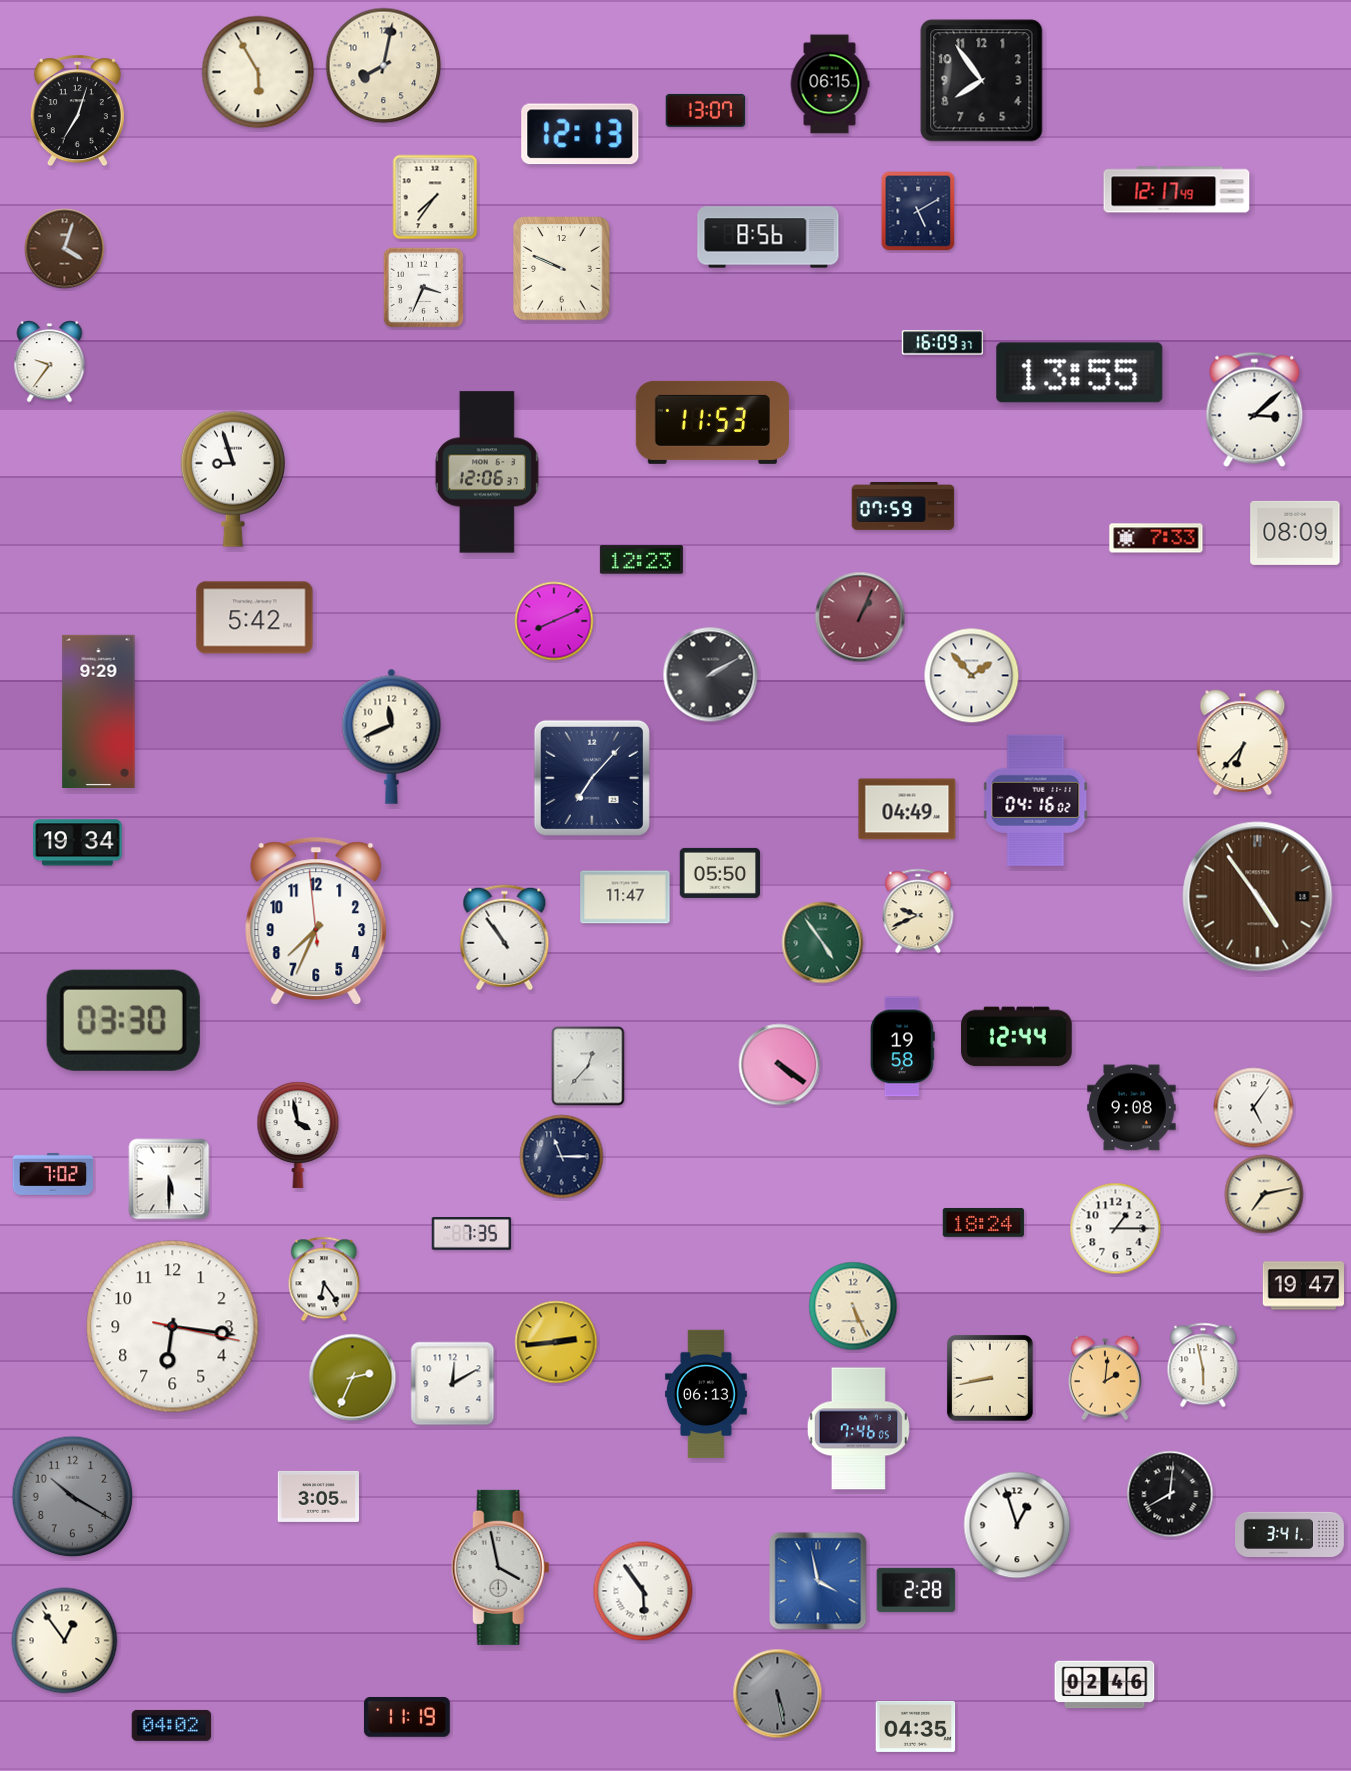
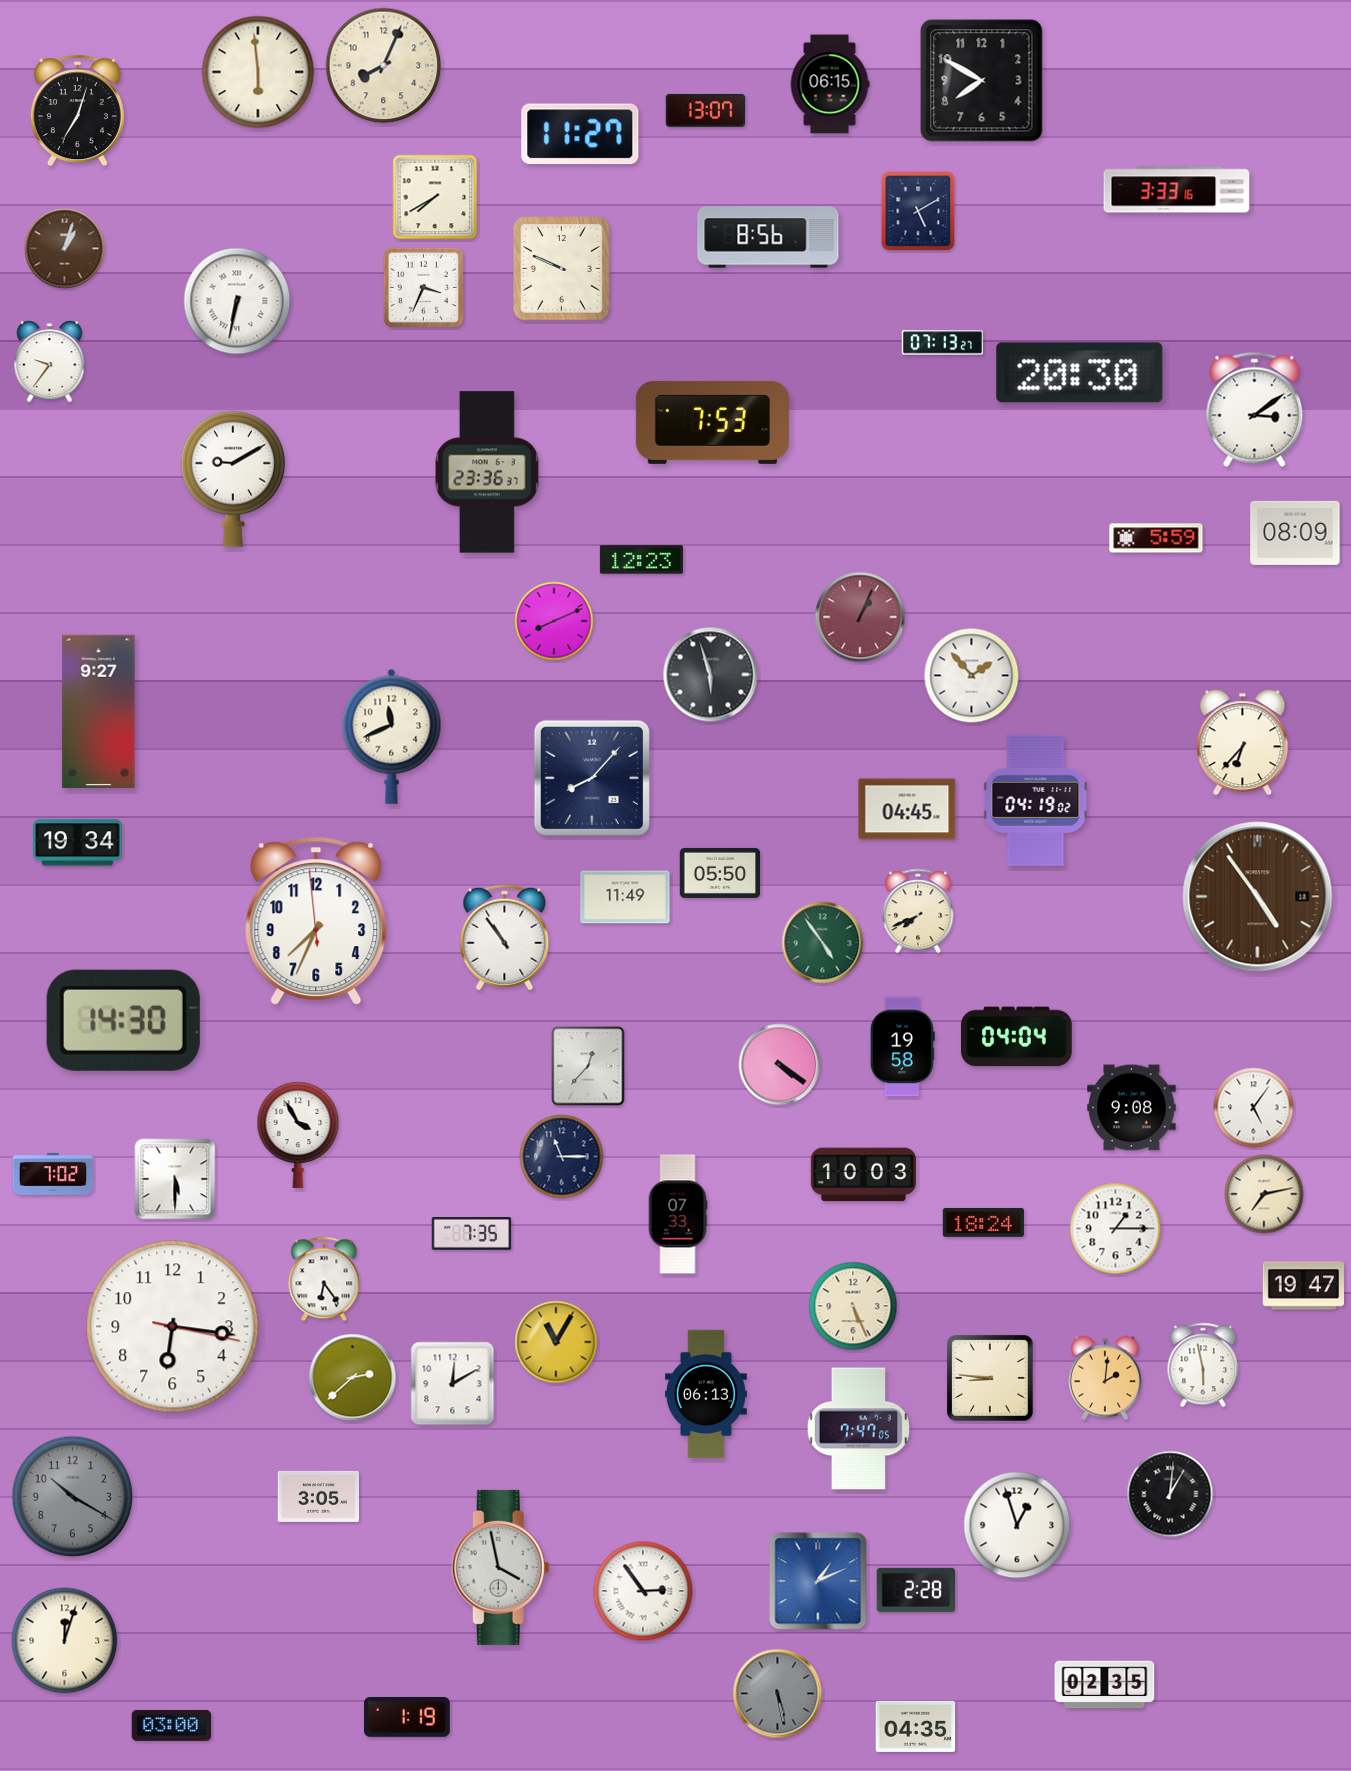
clock at (384, 66): 8:02 -> 8:04
clock at (258, 72): 5:55 -> 5:59
clock at (982, 81): 7:54 -> 7:50
clock at (580, 134): 12:13 -> 11:27
clock at (1177, 190): 12:17 -> 3:33
clock at (435, 197): 7:36 -> 7:40
clock at (65, 249): 4:03 -> 1:03
clock at (237, 301): none -> 6:32
clock at (942, 343): 16:09 -> 07:13
clock at (1080, 373): 13:55 -> 20:30
clock at (1255, 410): 3:08 -> 3:09
clock at (712, 422): 11:53 -> 7:53
clock at (487, 472): 12:06 -> 23:36
clock at (233, 479): 8:57 -> 9:10
clock at (903, 506): 07:59 -> none
clock at (1156, 538): 7:33 -> 5:59
clock at (255, 618): 5:42 -> none
clock at (711, 675): 2:10 -> 5:57
clock at (99, 711): 9:29 -> 9:27
clock at (592, 778): 7:07 -> 8:07
clock at (1036, 800): 04:16 -> 04:19
clock at (907, 809): 04:49 -> 04:45
clock at (625, 897): 11:47 -> 11:49
clock at (918, 911): 9:41 -> 7:41
clock at (123, 1020): 03:30 -> 14:30
clock at (1017, 1037): 12:44 -> 04:04
clock at (298, 1135): 3:58 -> 3:55
clock at (863, 1175): none -> 10:03
clock at (169, 1179) position: (169, 1179) -> (175, 1179)
clock at (678, 1214): none -> 07:33
clock at (556, 1342): 2:44 -> 11:05
clock at (353, 1378): 2:34 -> 2:38
clock at (990, 1378): 8:43 -> 8:46
clock at (858, 1429): 7:46 -> 7:47
clock at (1170, 1494): 8:01 -> 1:01
clock at (1290, 1534): 3:41 -> none
clock at (818, 1581): 3:58 -> 1:11
clock at (643, 1591): 5:54 -> 2:54
clock at (65, 1641): 12:54 -> 12:03
clock at (1105, 1685): 02:46 -> 02:35
clock at (407, 1717): 11:19 -> 1:19
clock at (172, 1725): 04:02 -> 03:00
